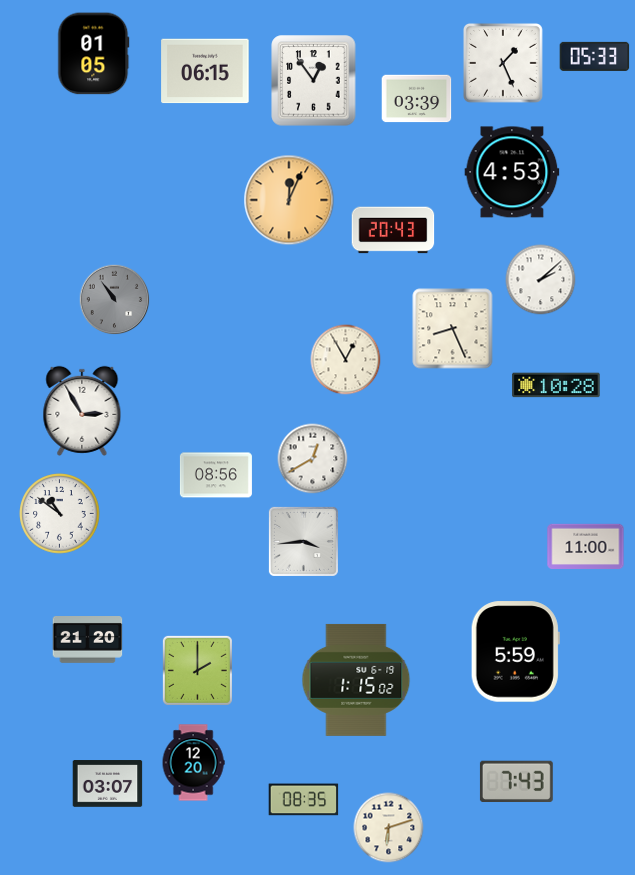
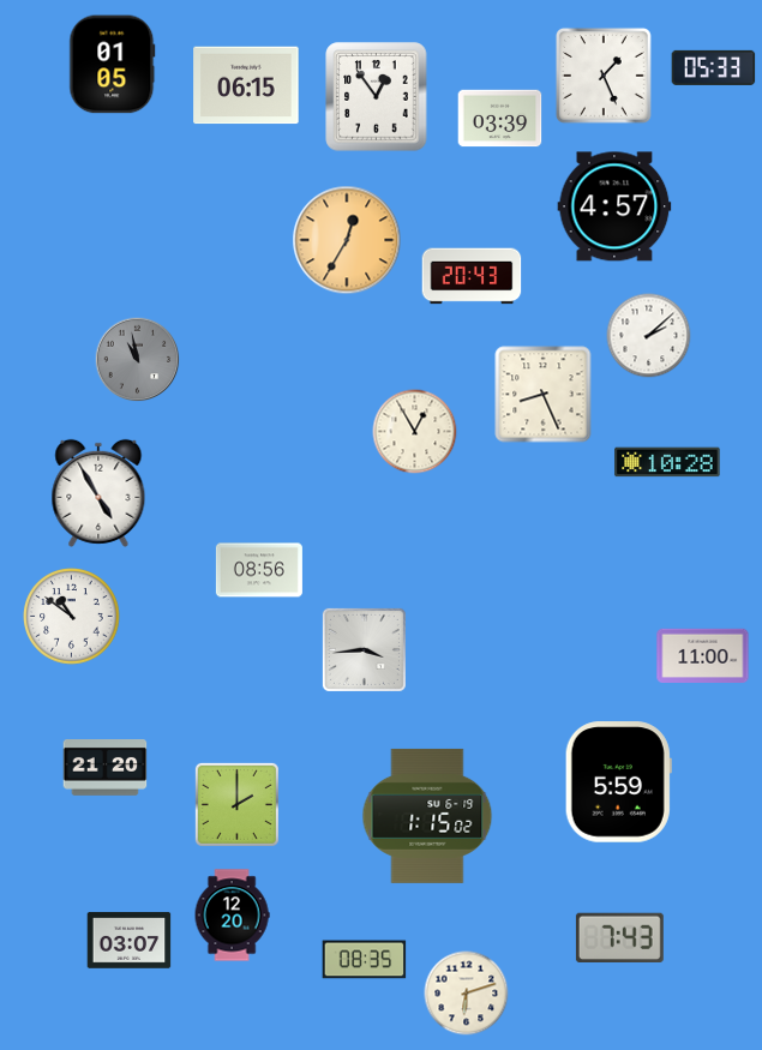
clock at (512, 172): 4:53 -> 4:57
clock at (289, 200): 12:04 -> 12:35
clock at (115, 300): 10:54 -> 10:58
clock at (82, 411): 2:55 -> 4:55
clock at (313, 459): 12:40 -> none
